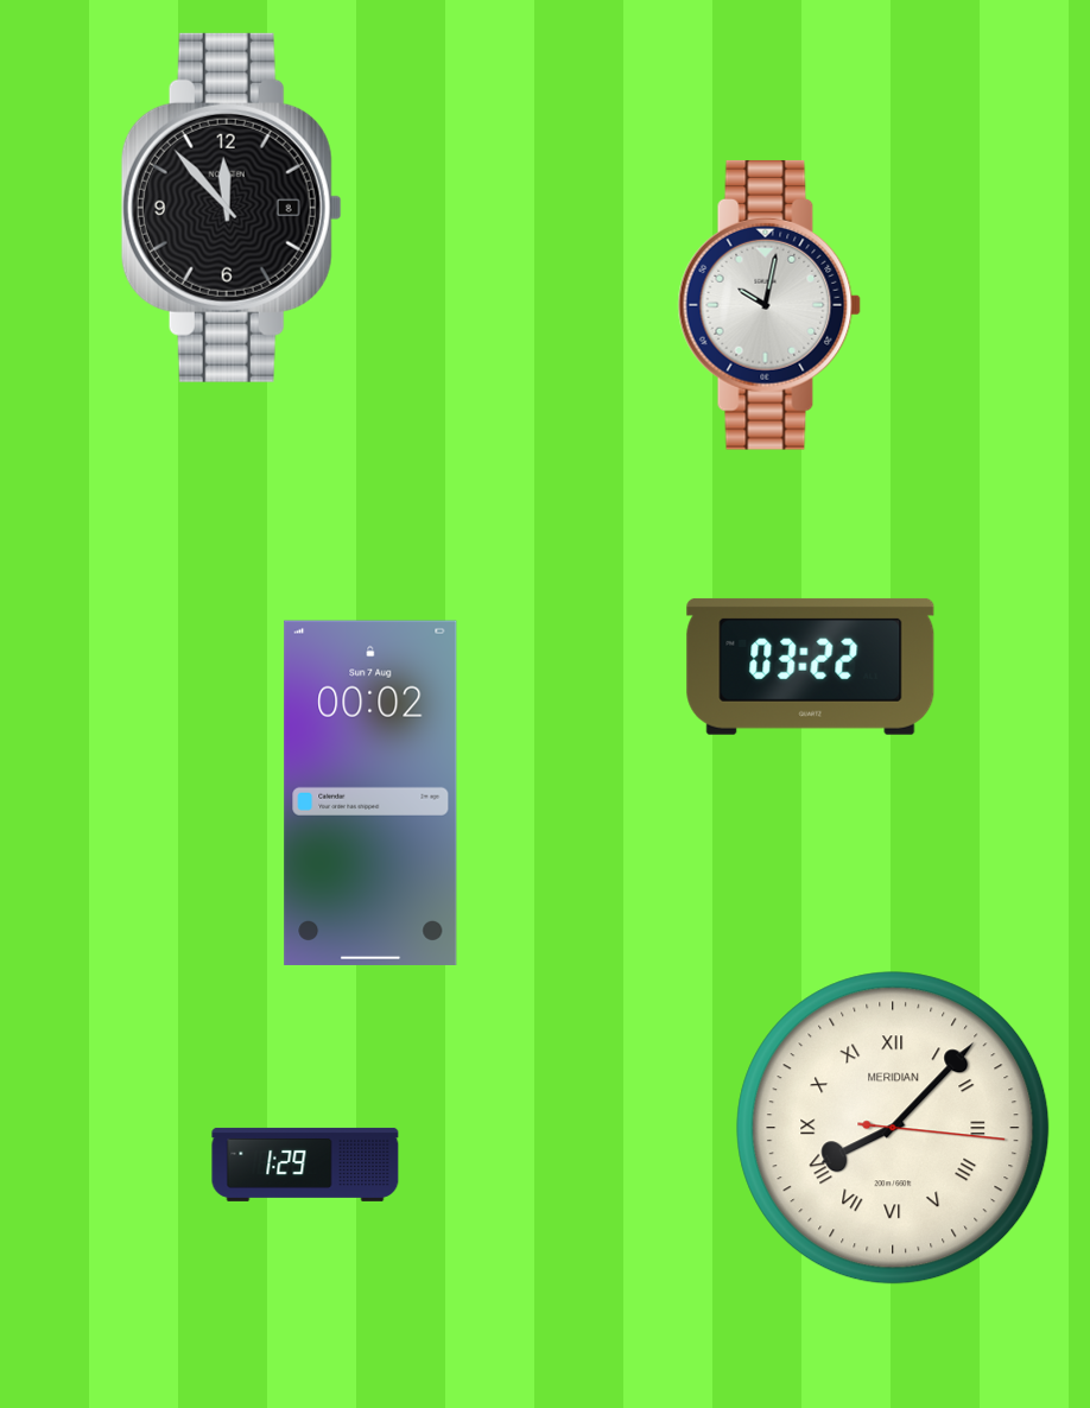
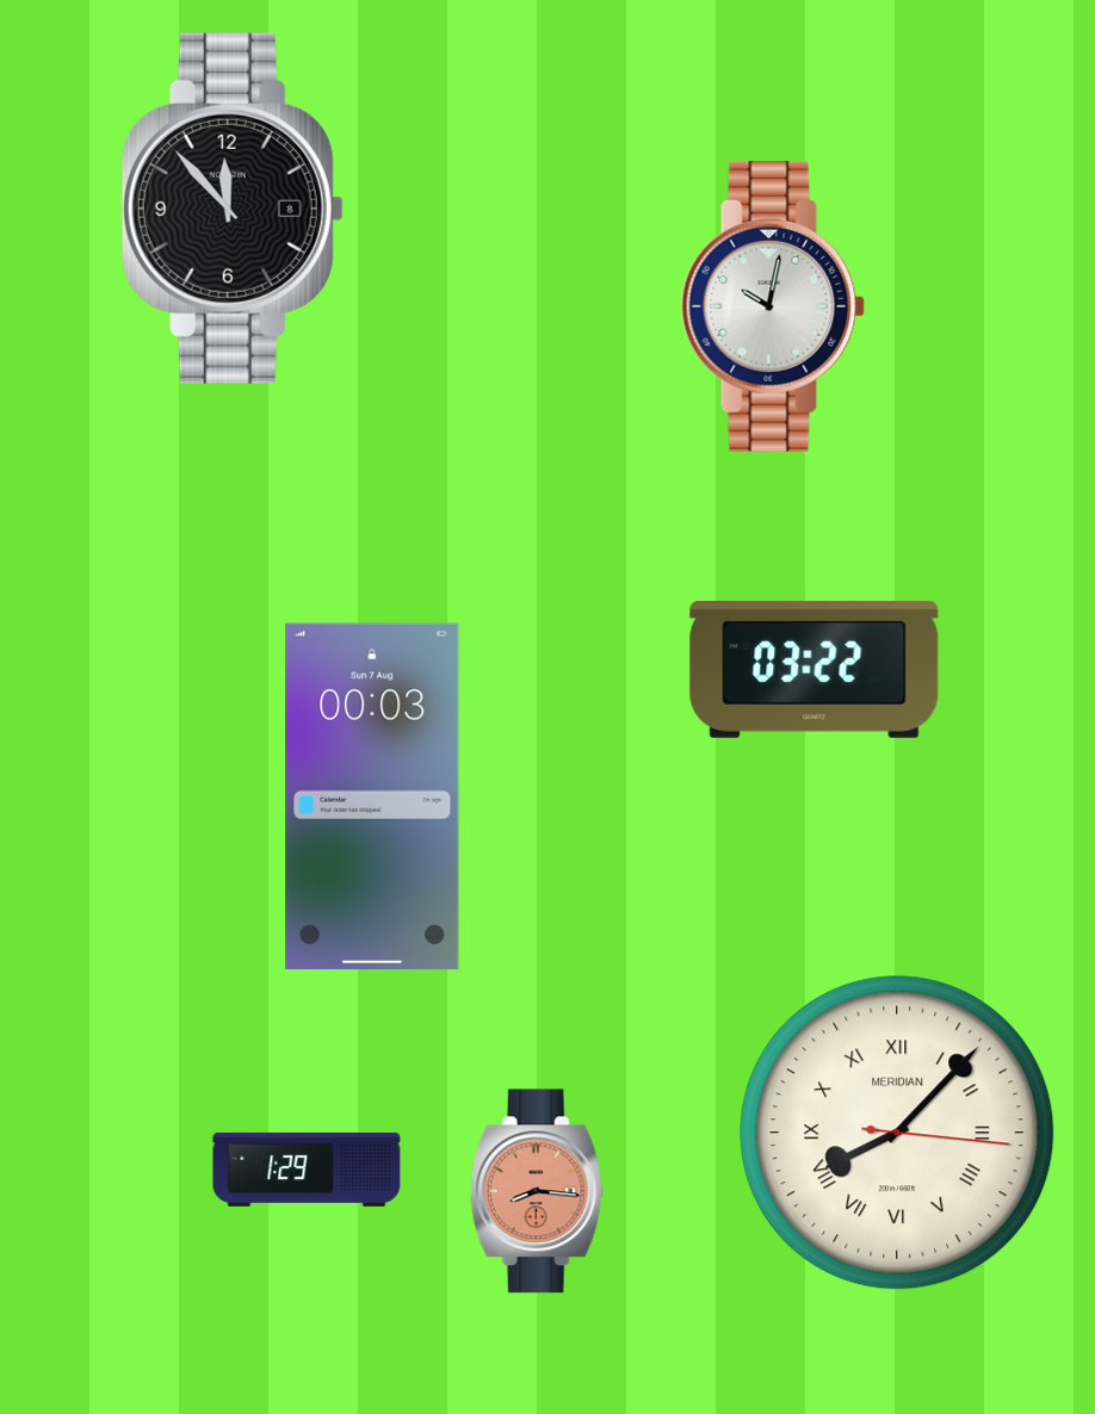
clock at (370, 793): 00:02 -> 00:03
clock at (537, 1191): none -> 8:16
